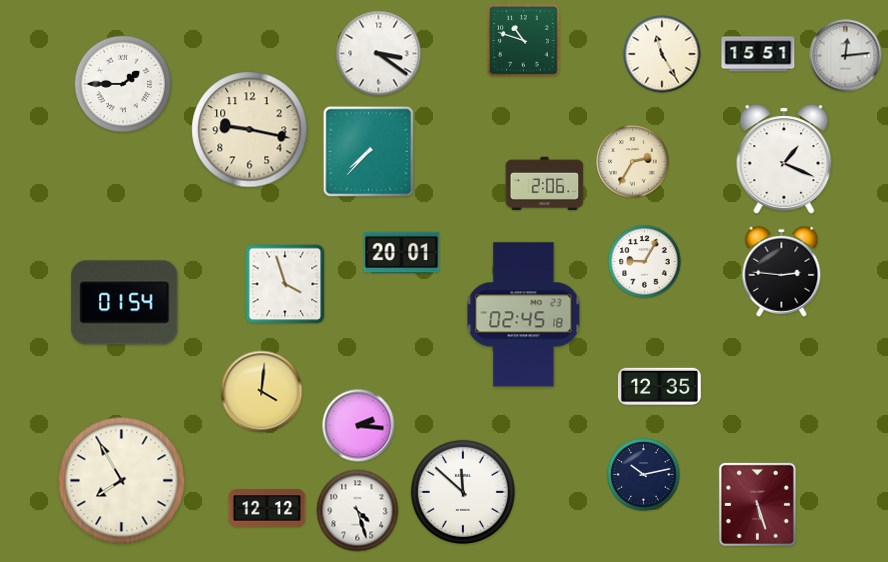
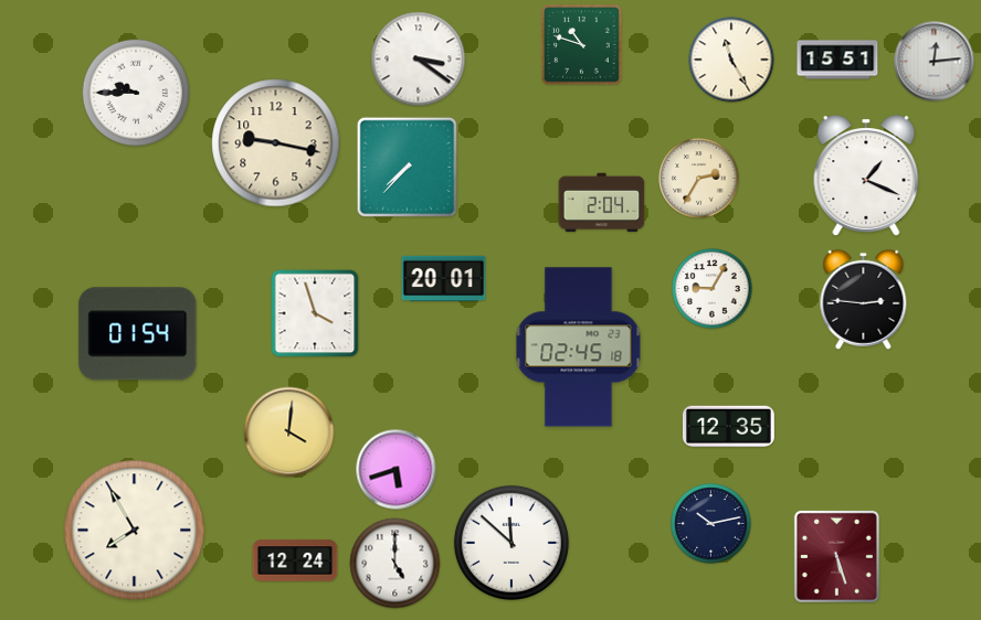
clock at (524, 41) position: (524, 41) -> (582, 45)
clock at (123, 84): 1:45 -> 9:45
clock at (545, 184): 2:06 -> 2:04
clock at (359, 426): 2:16 -> 5:42
clock at (267, 508): 12:12 -> 12:24
clock at (358, 511): 4:27 -> 5:00
